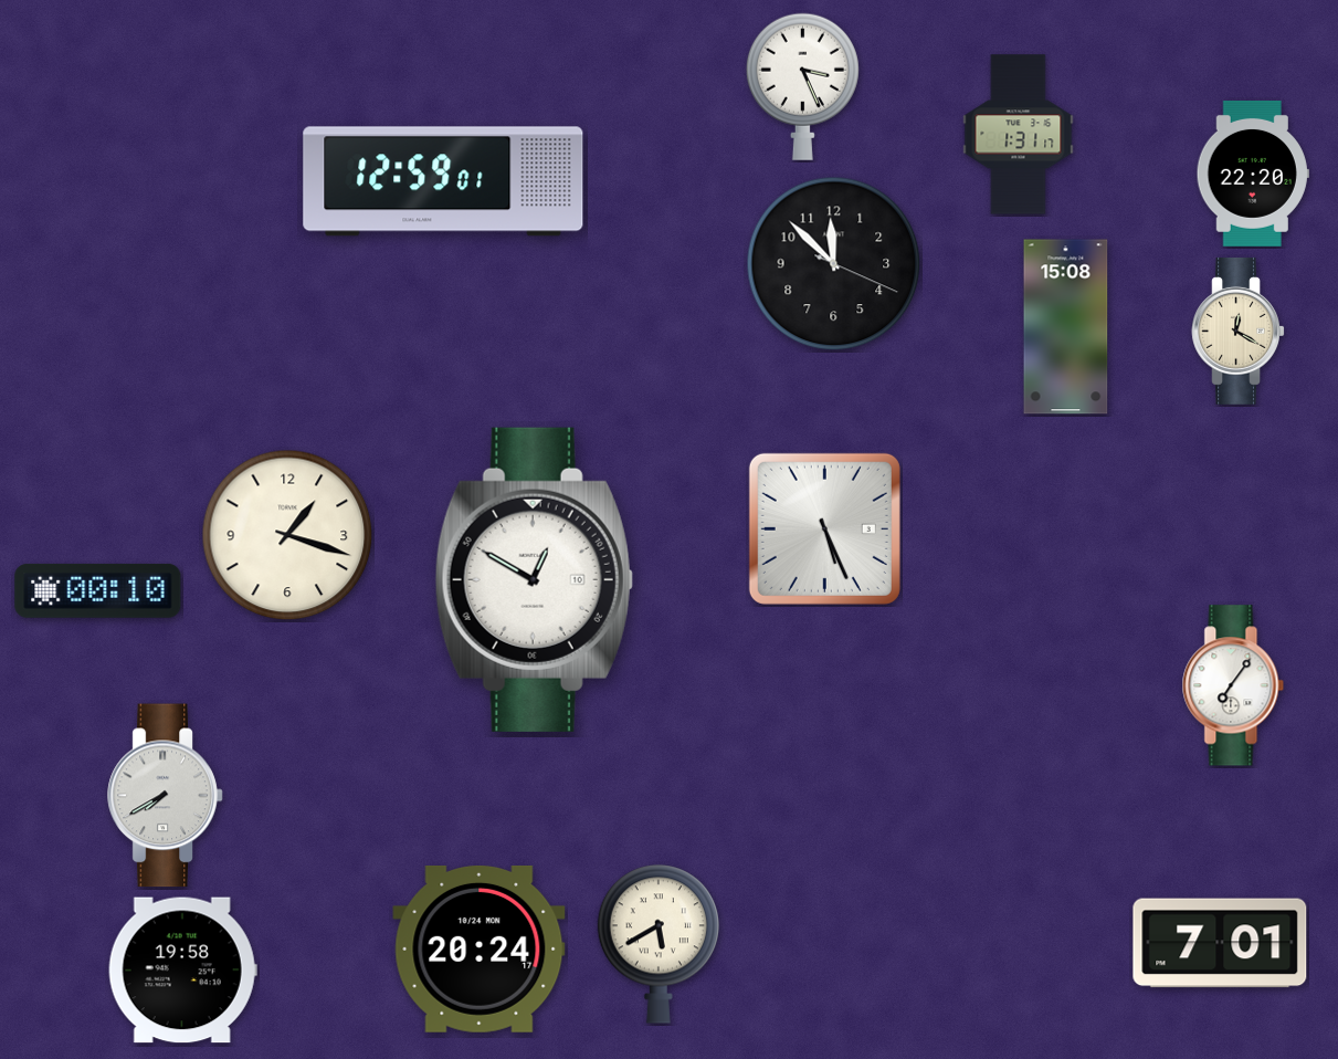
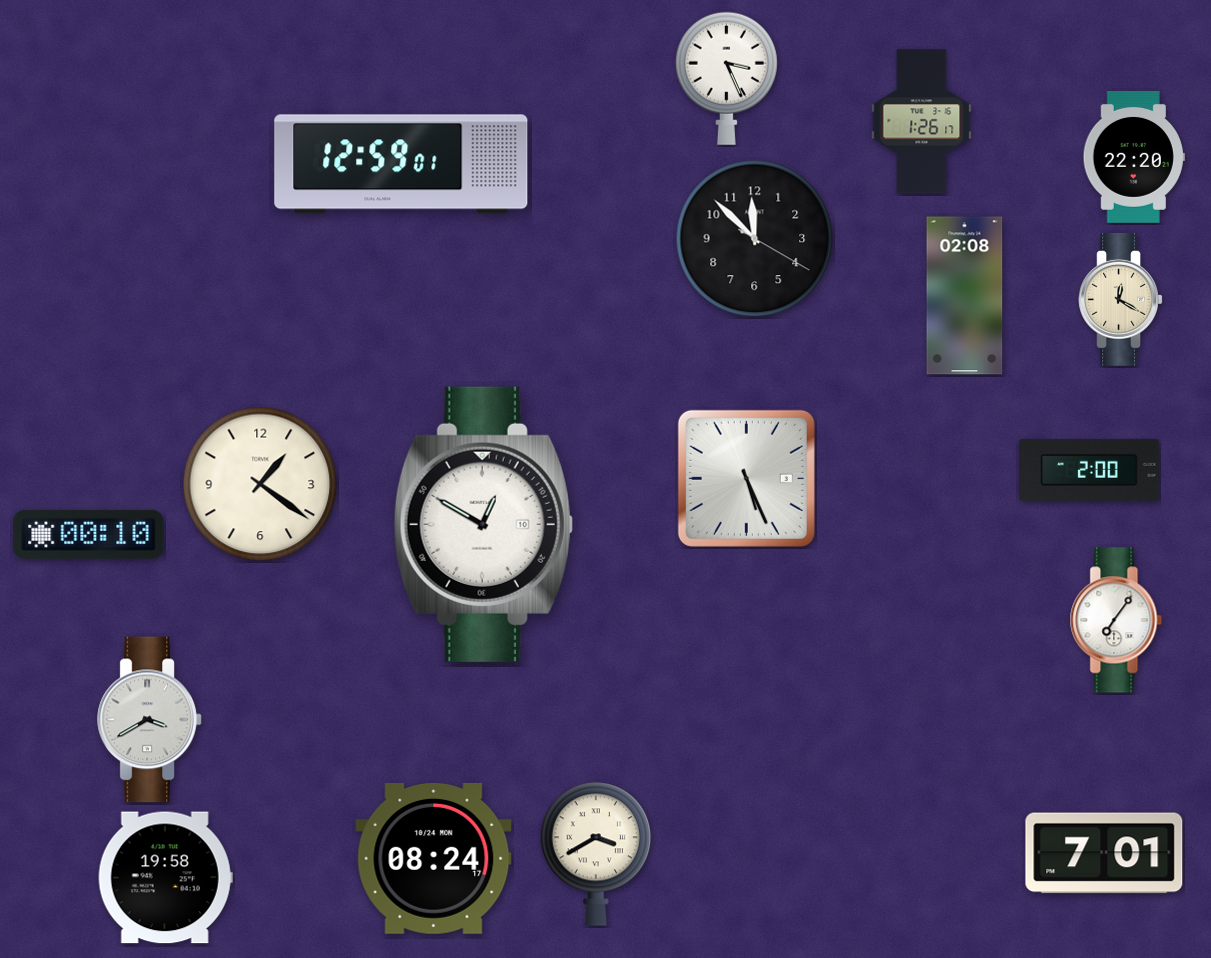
clock at (1019, 135): 1:31 -> 1:26
clock at (834, 264): 11:52:19 -> 11:52:20
clock at (1066, 327): 15:08 -> 02:08
clock at (1089, 470): none -> 2:00
clock at (287, 535): 1:18 -> 1:21
clock at (166, 796): 7:40 -> 3:40
clock at (659, 944): 5:40 -> 3:40
clock at (480, 948): 20:24 -> 08:24
